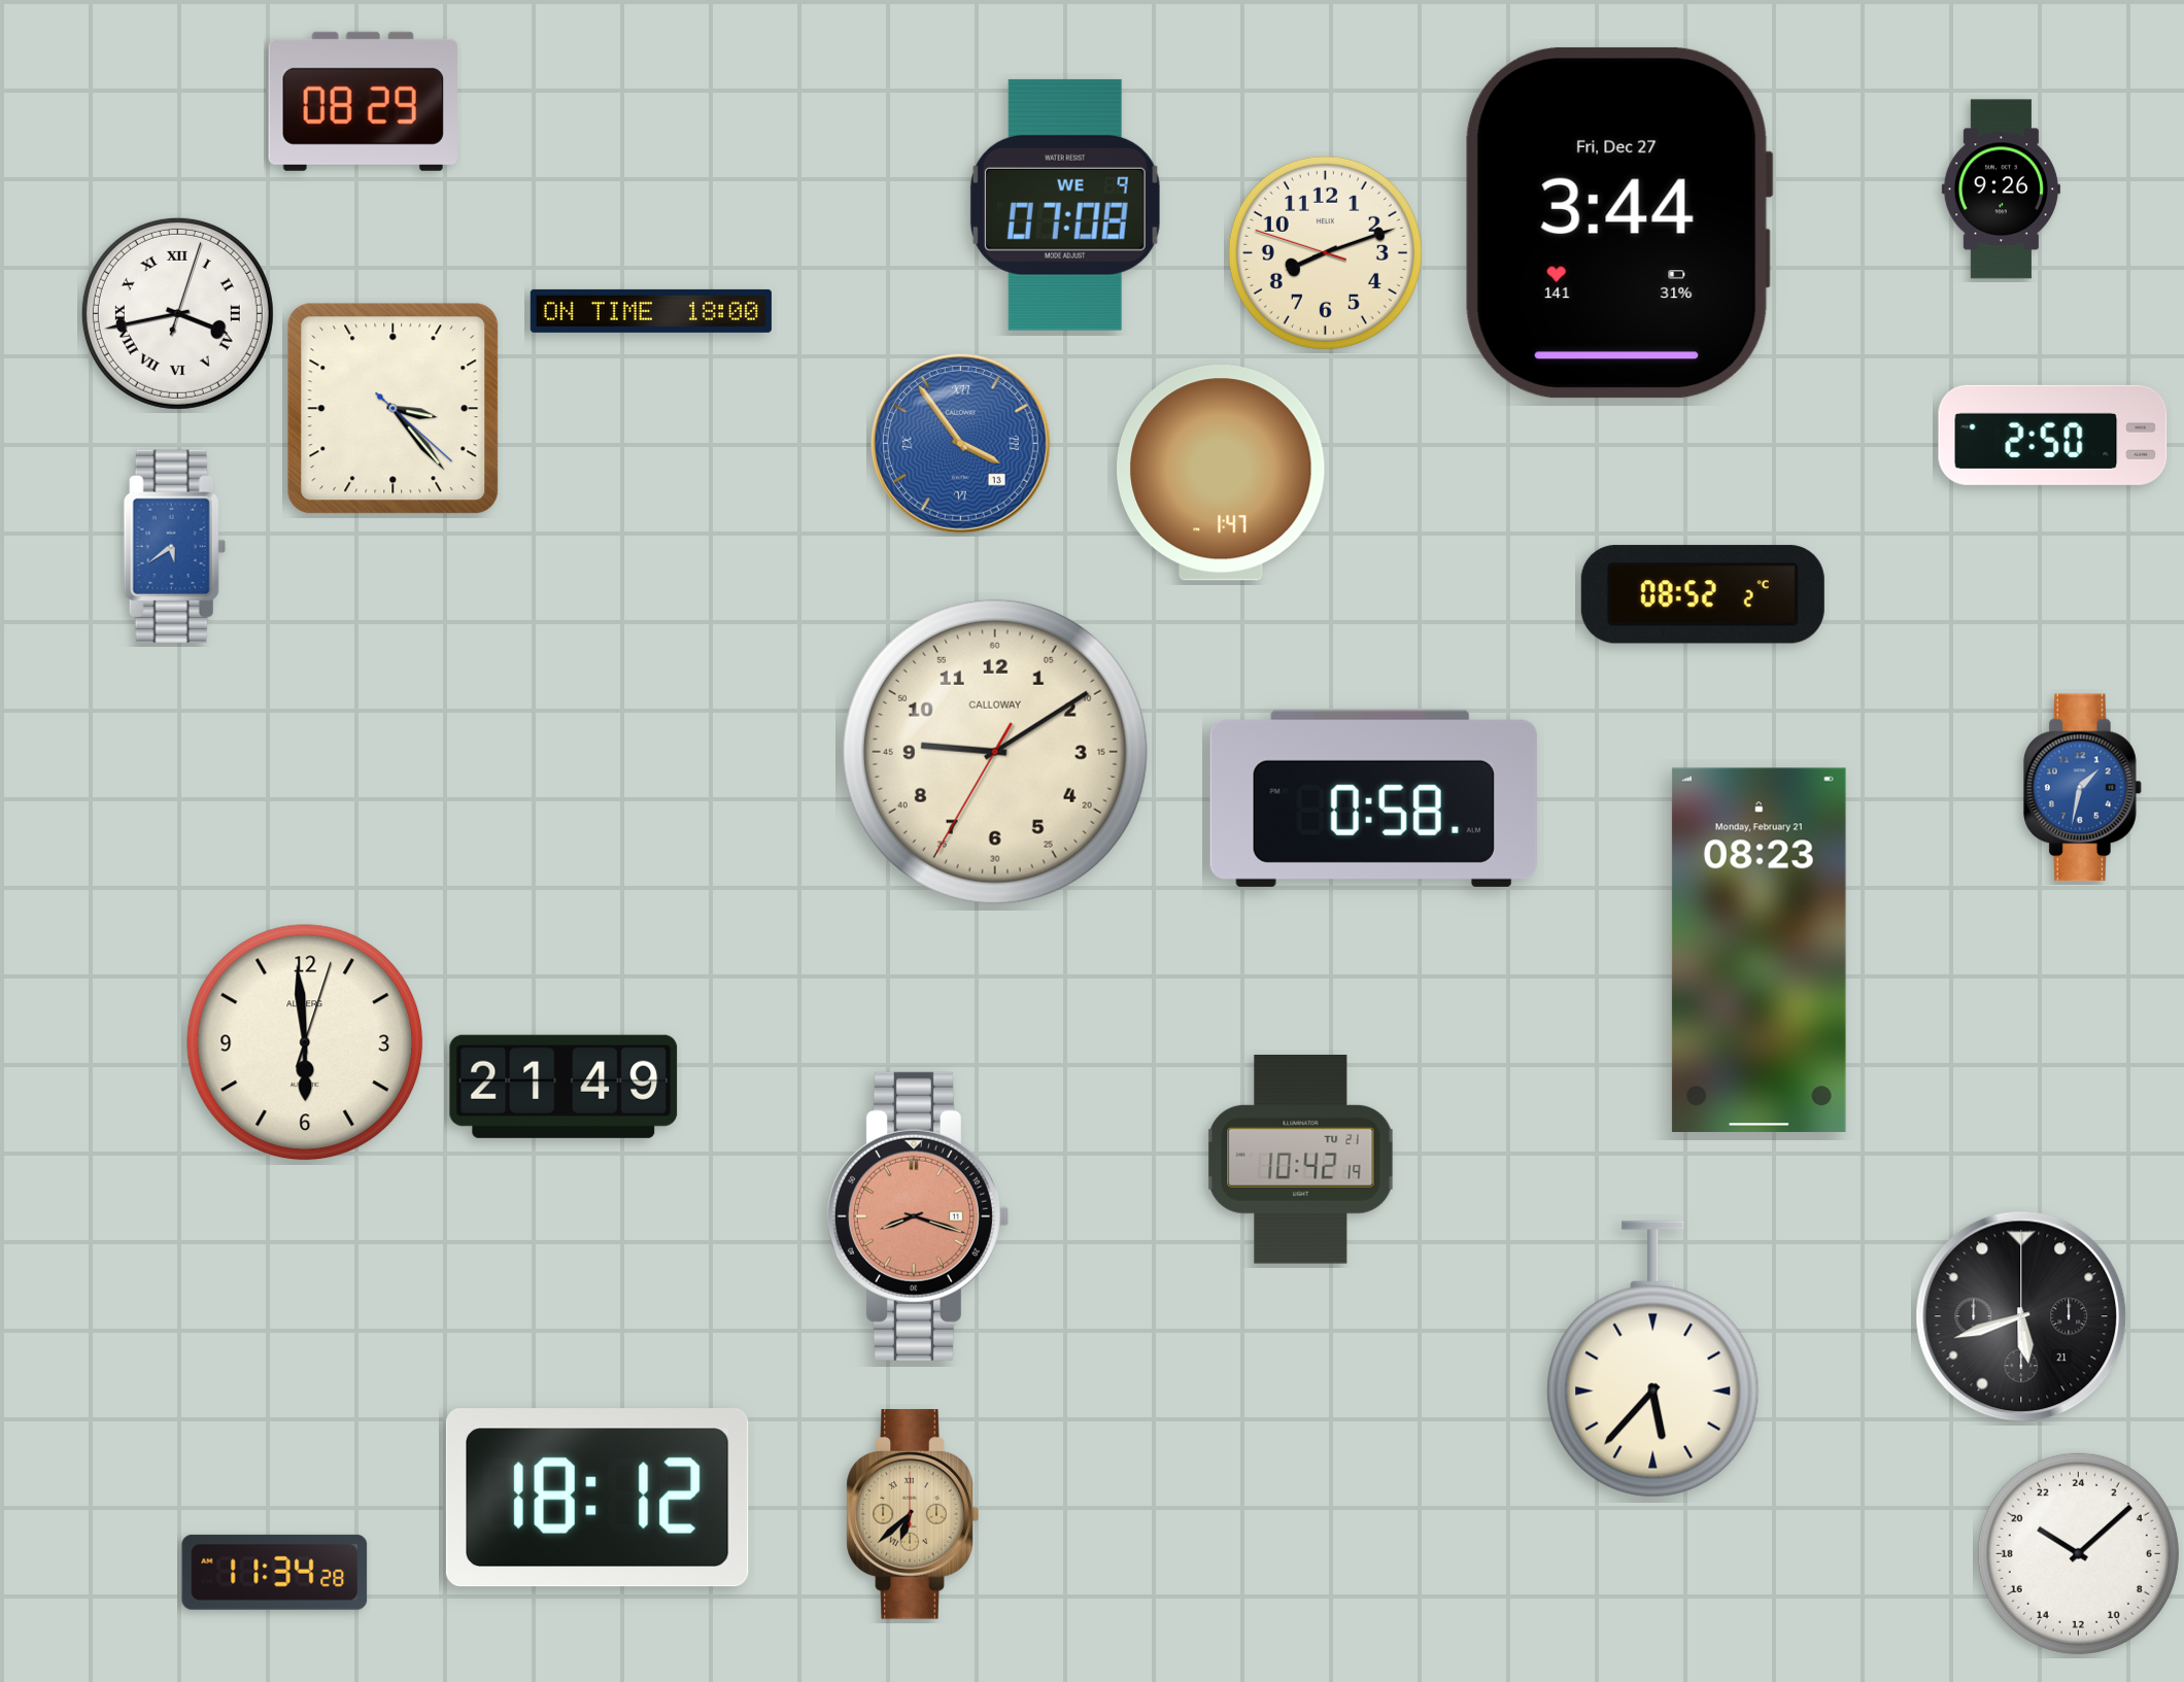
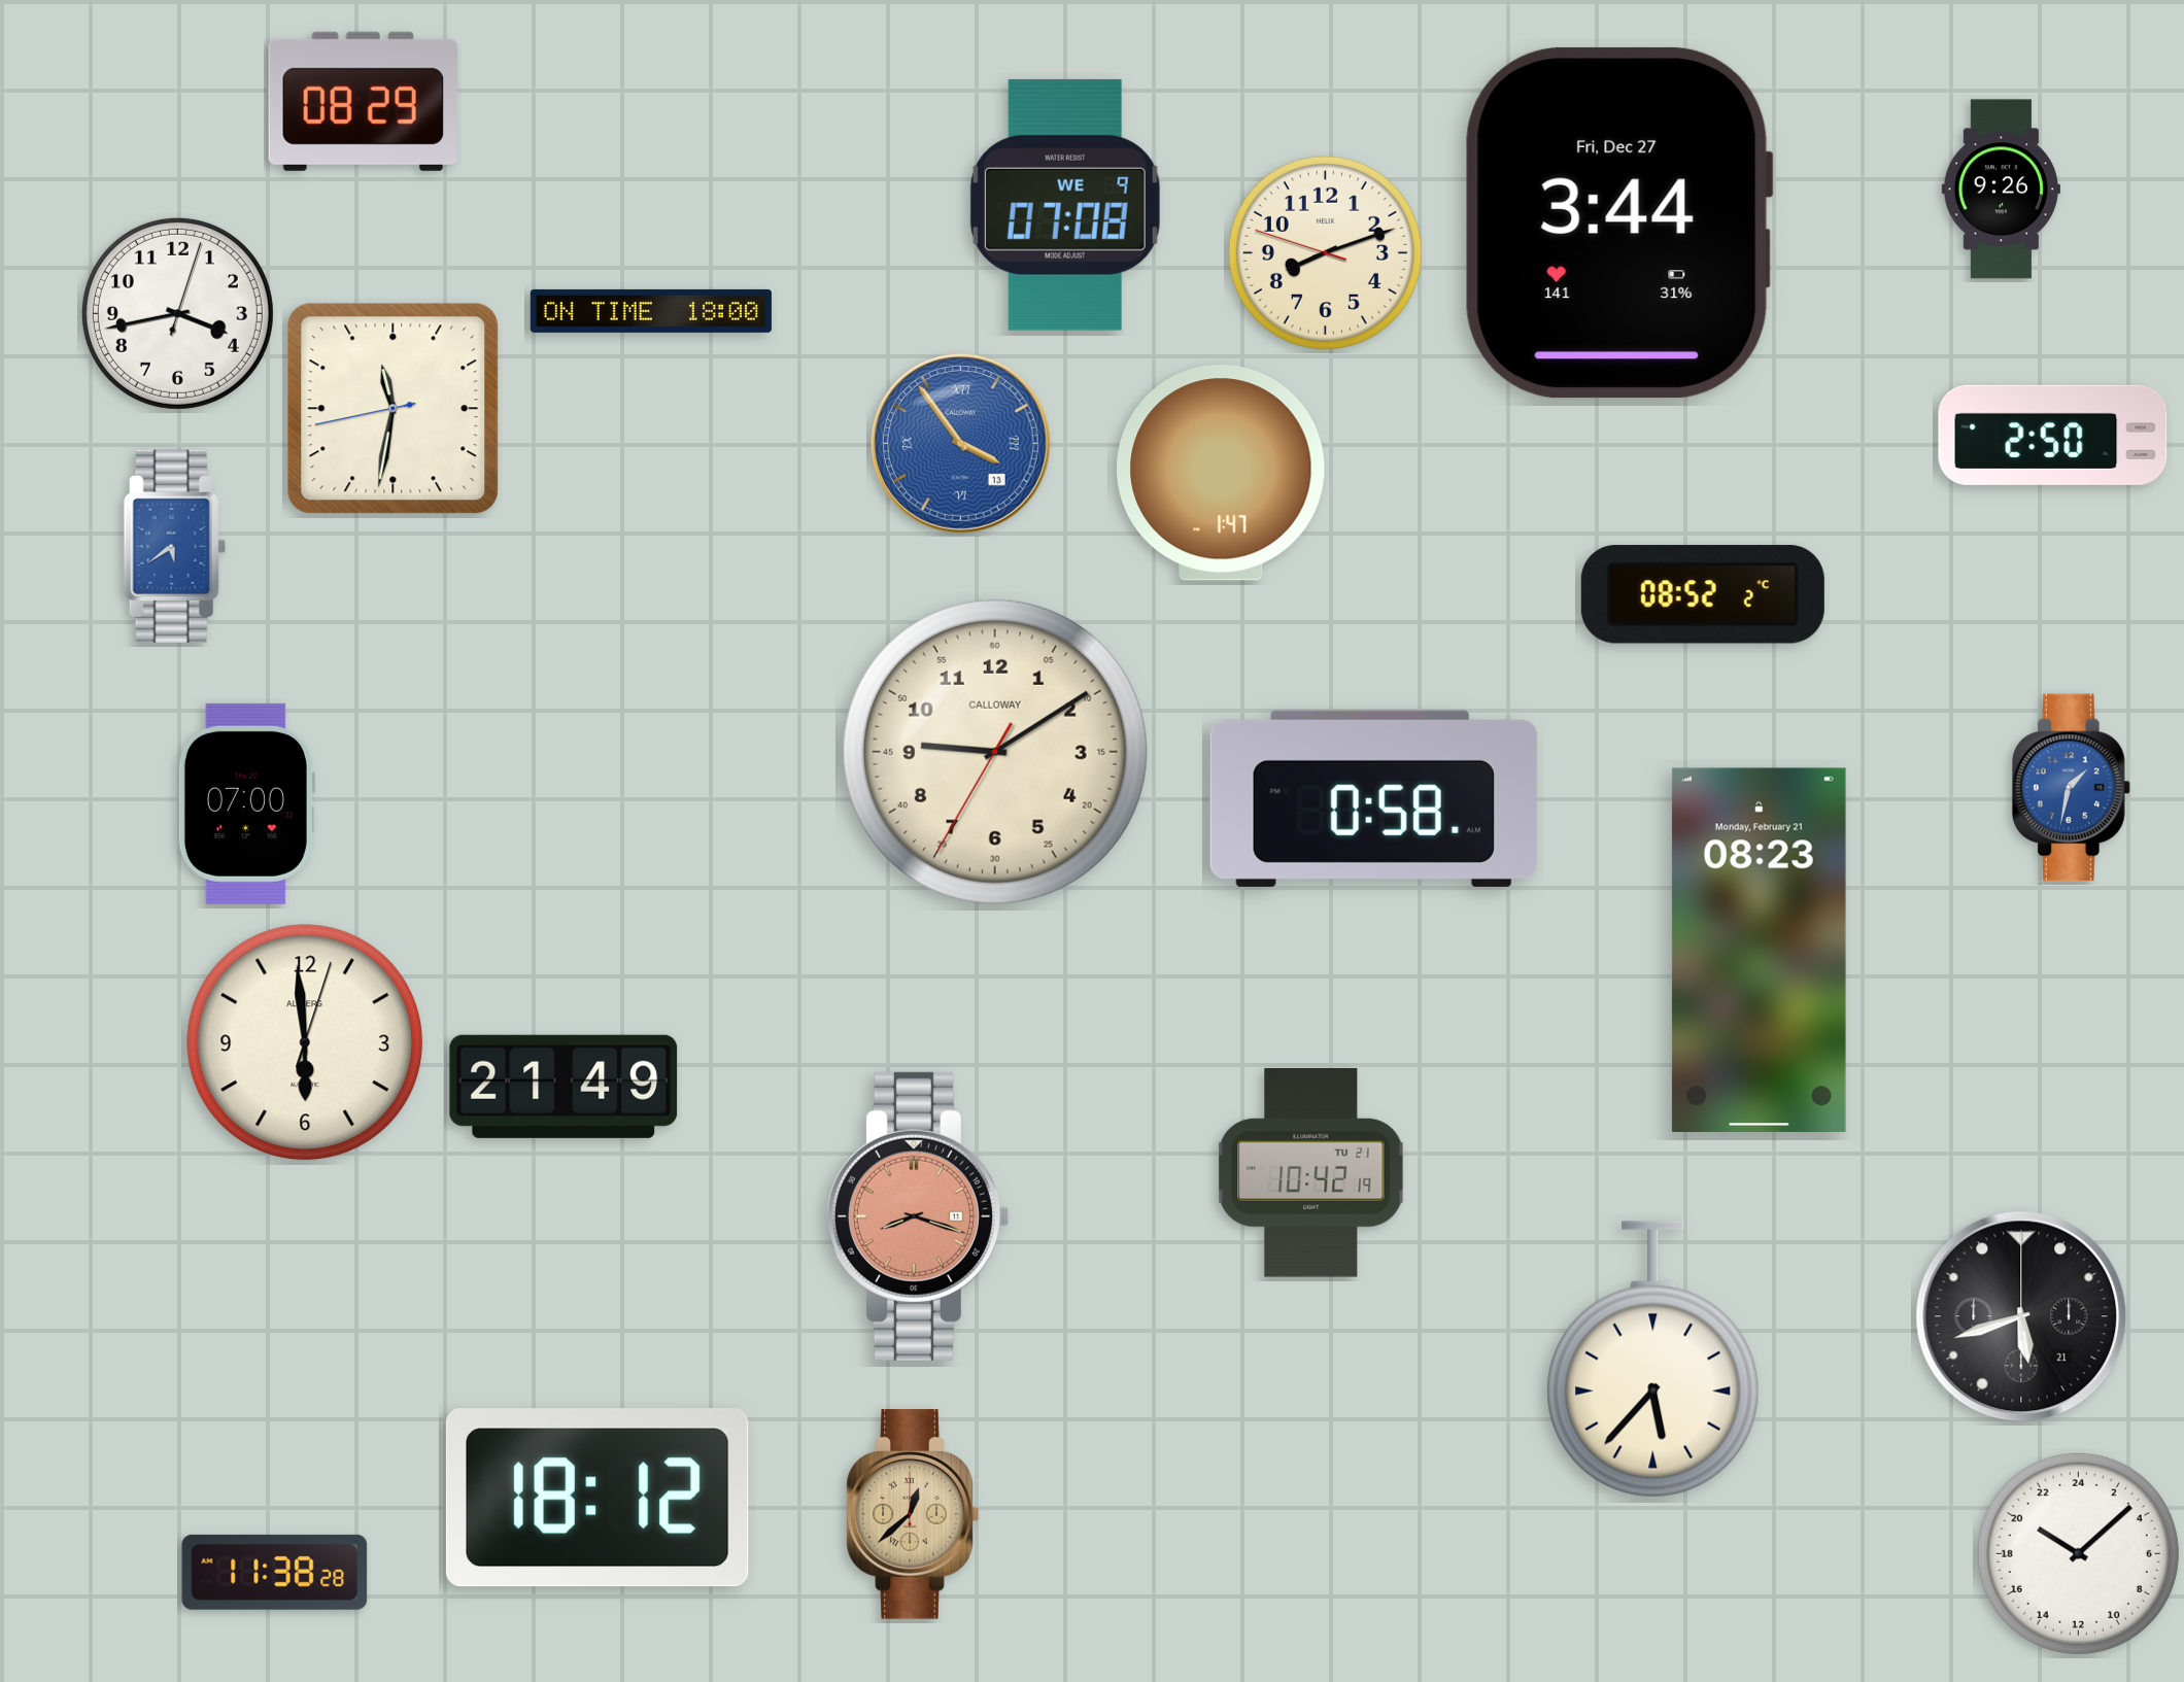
clock at (177, 313) numerals: Roman -> Arabic
clock at (394, 409): 3:23 -> 11:31
clock at (2082, 788) position: (2082, 788) -> (2071, 788)
clock at (246, 803): none -> 07:00
clock at (1301, 1160) position: (1301, 1160) -> (1311, 1173)
clock at (913, 1514): 6:38 -> 12:38
clock at (275, 1572): 11:34 -> 11:38
